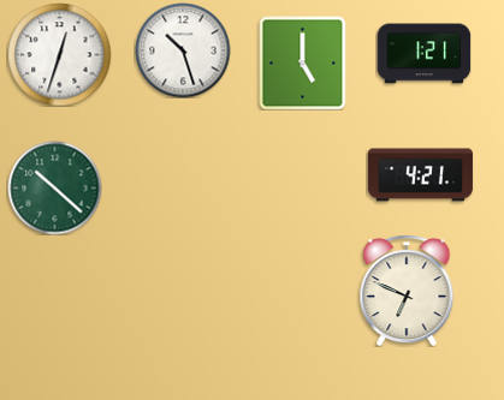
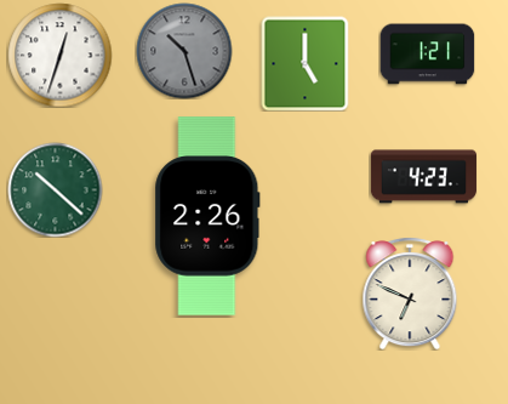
clock at (183, 50) dial: white -> grey
clock at (420, 175): 4:21 -> 4:23
clock at (207, 216): none -> 2:26
